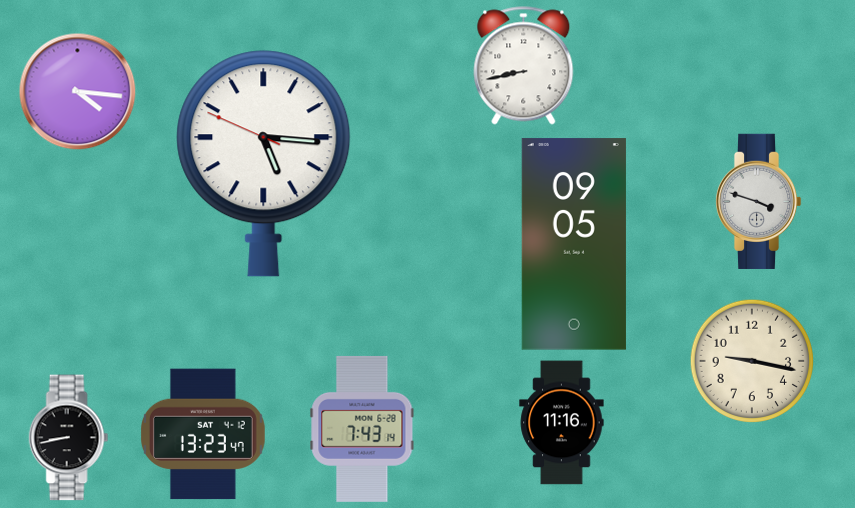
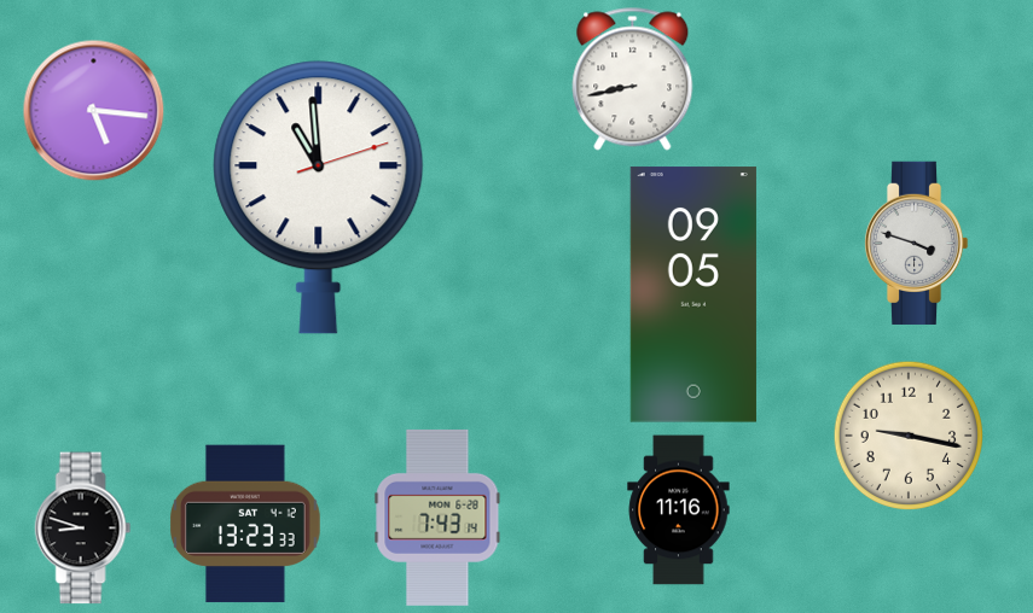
clock at (77, 91): 4:16 -> 5:16
clock at (264, 164): 5:15 -> 10:59
clock at (203, 434): 13:23:47 -> 13:23:33
clock at (69, 438): 8:43 -> 8:48
